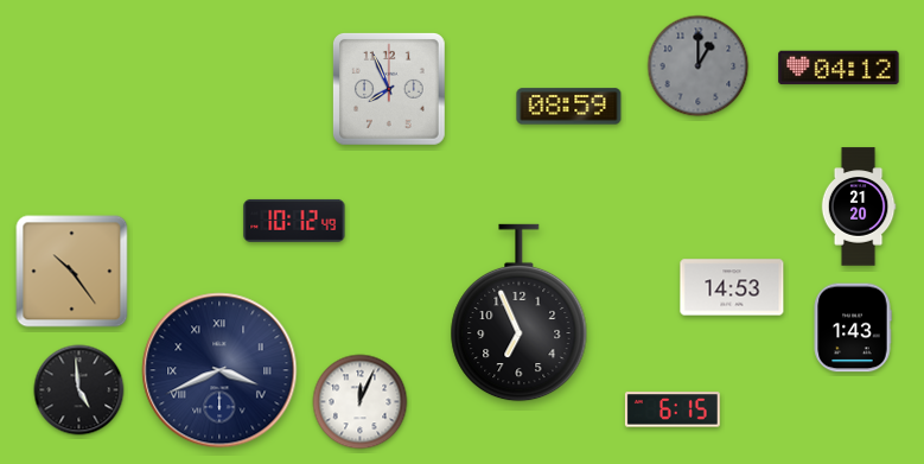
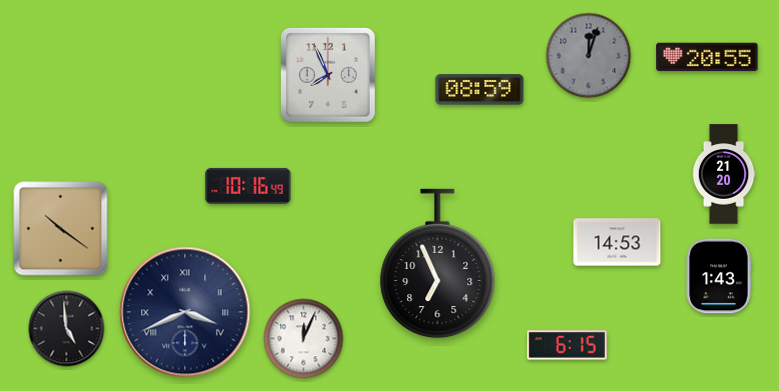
clock at (699, 66): 1:00 -> 12:03
clock at (839, 68): 04:12 -> 20:55
clock at (294, 221): 10:12 -> 10:16
clock at (72, 272): 10:24 -> 10:21
